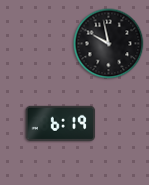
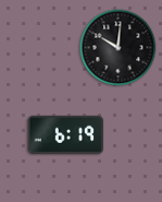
clock at (109, 44): 9:58 -> 10:01
